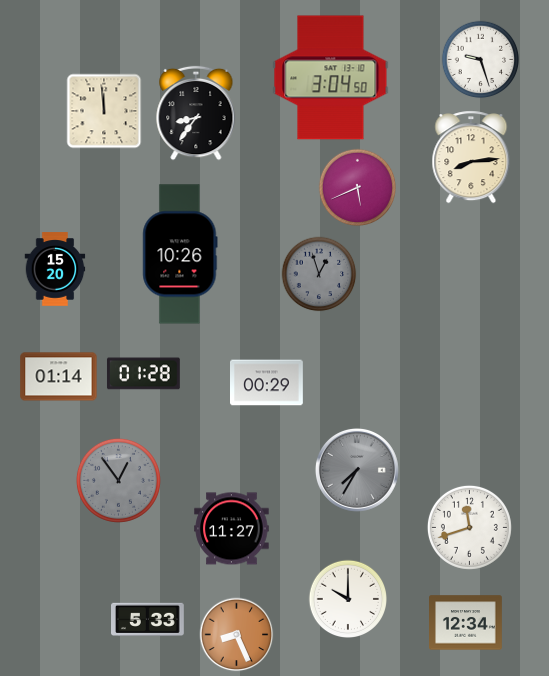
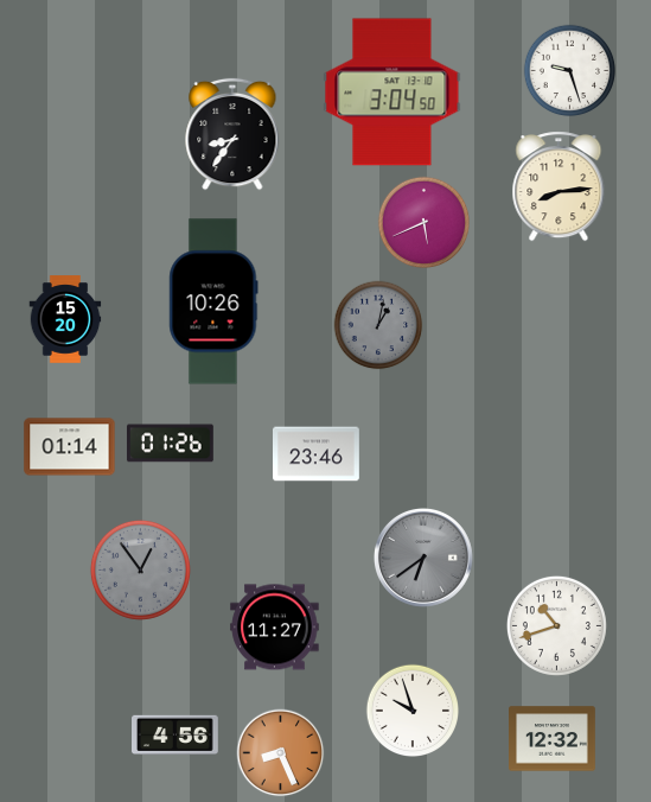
clock at (104, 111): 11:59 -> none
clock at (319, 274): 12:57 -> 1:02
clock at (144, 374): 01:28 -> 01:26
clock at (267, 383): 00:29 -> 23:46
clock at (357, 470): 7:35 -> 6:39
clock at (469, 527): 11:42 -> 10:42
clock at (348, 599): 10:00 -> 9:57
clock at (148, 619): 5:33 -> 4:56
clock at (466, 623): 12:34 -> 12:32
